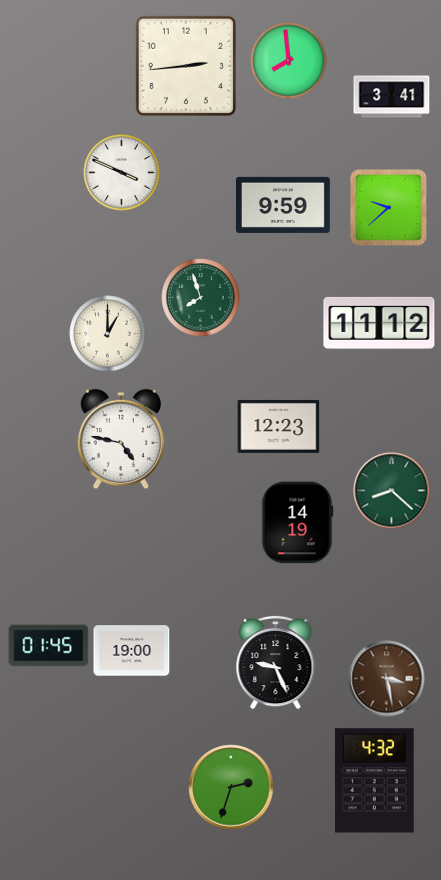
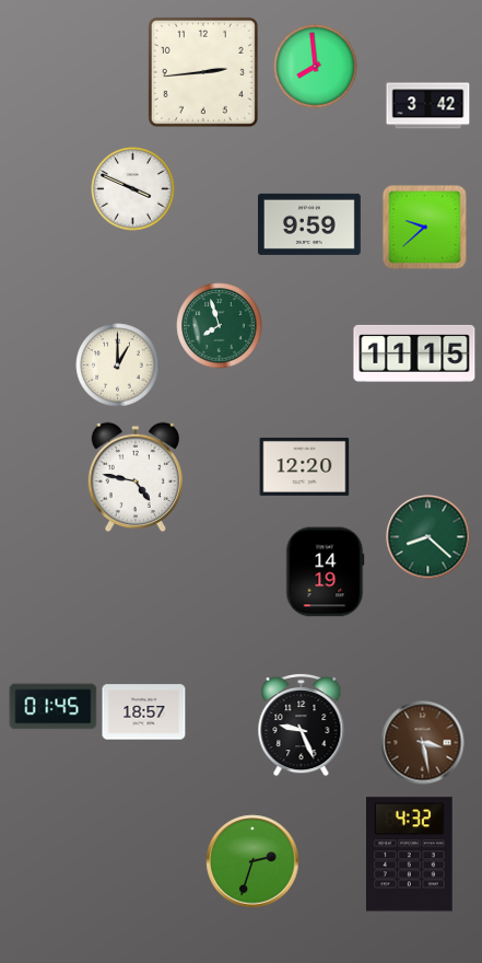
clock at (392, 97): 3:41 -> 3:42
clock at (379, 323): 11:12 -> 11:15
clock at (279, 426): 12:23 -> 12:20
clock at (120, 439) position: (120, 439) -> (134, 477)
clock at (132, 651): 19:00 -> 18:57
